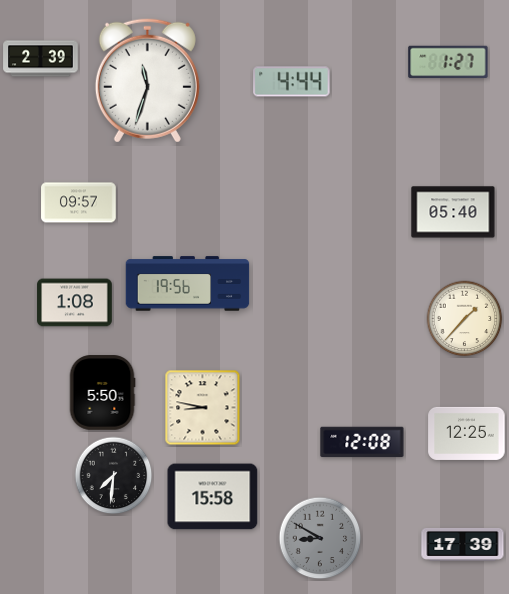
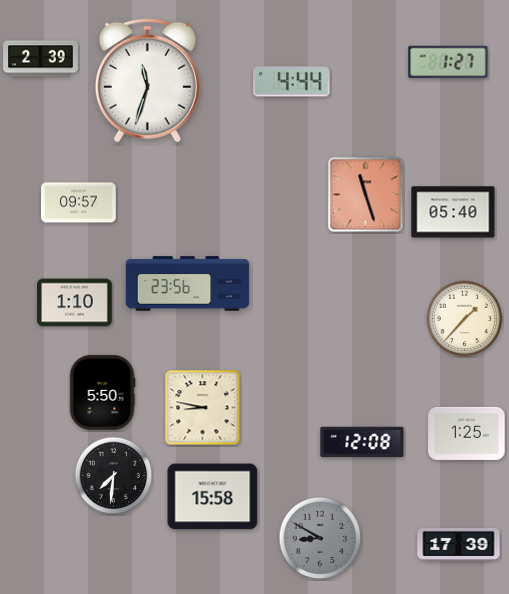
clock at (366, 195): none -> 11:27
clock at (188, 284): 19:56 -> 23:56
clock at (75, 303): 1:08 -> 1:10
clock at (467, 433): 12:25 -> 1:25
clock at (463, 544) position: (463, 544) -> (459, 544)
